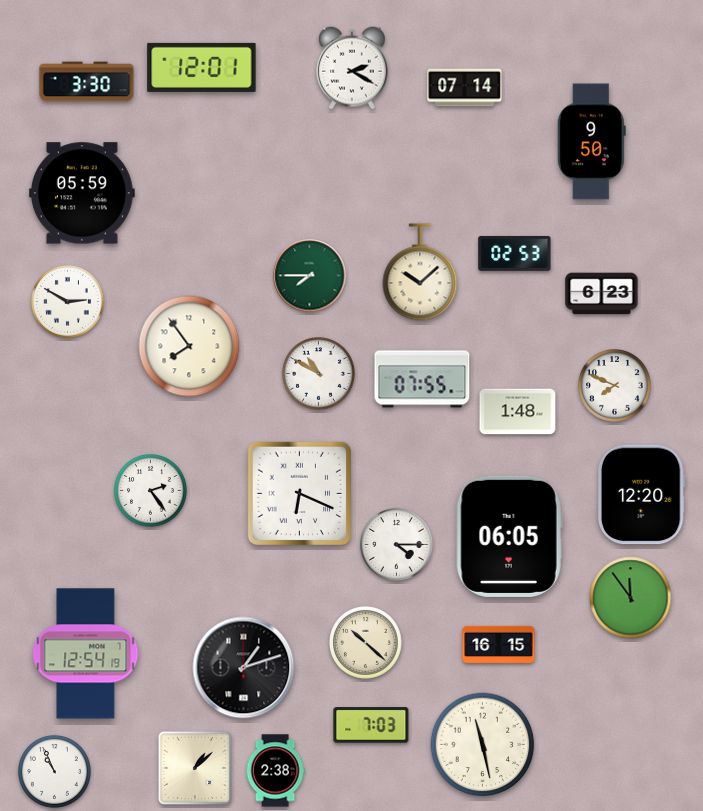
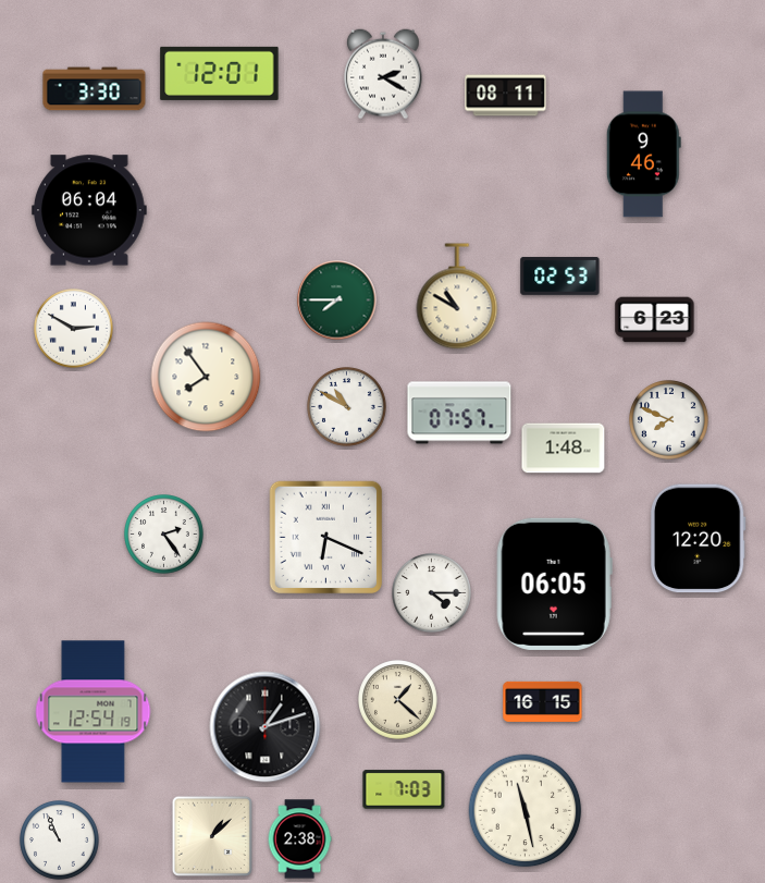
clock at (465, 88): 07:14 -> 08:11
clock at (591, 142): 9:50 -> 9:46
clock at (82, 193): 05:59 -> 06:04
clock at (420, 272): 10:08 -> 10:50
clock at (422, 379): 07:55 -> 07:57
clock at (631, 598): 11:54 -> none
clock at (366, 643): 10:22 -> 1:22
